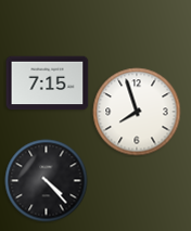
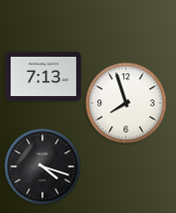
clock at (48, 84): 7:15 -> 7:13
clock at (47, 181): 4:23 -> 4:18
